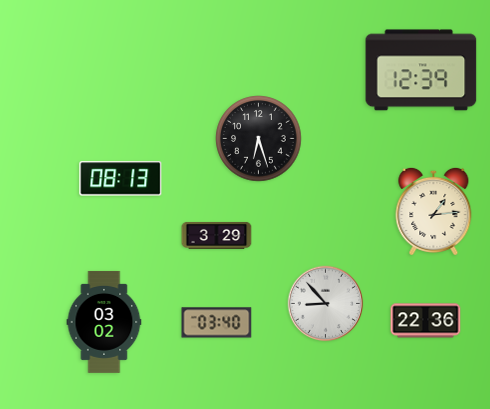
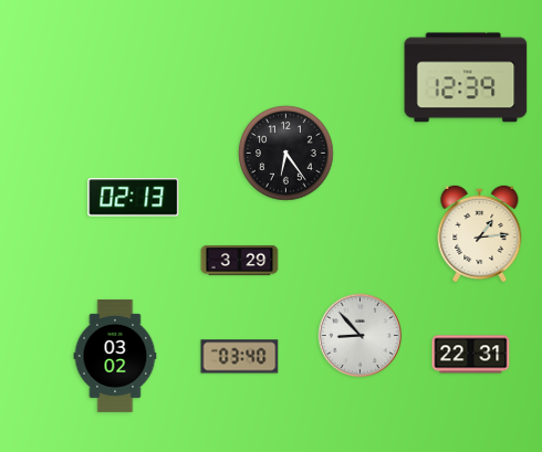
clock at (259, 139): 6:27 -> 6:24
clock at (121, 179): 08:13 -> 02:13
clock at (426, 321): 22:36 -> 22:31
